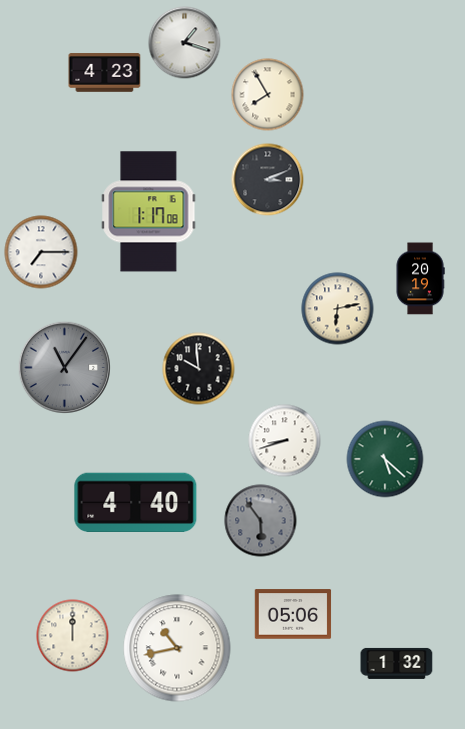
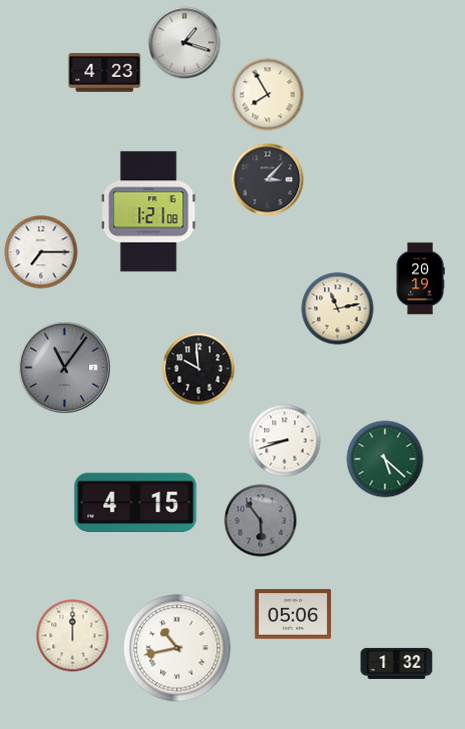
clock at (268, 180): 3:11 -> 3:07
clock at (149, 212): 1:17 -> 1:21
clock at (338, 309): 6:13 -> 11:13
clock at (136, 502): 4:40 -> 4:15
